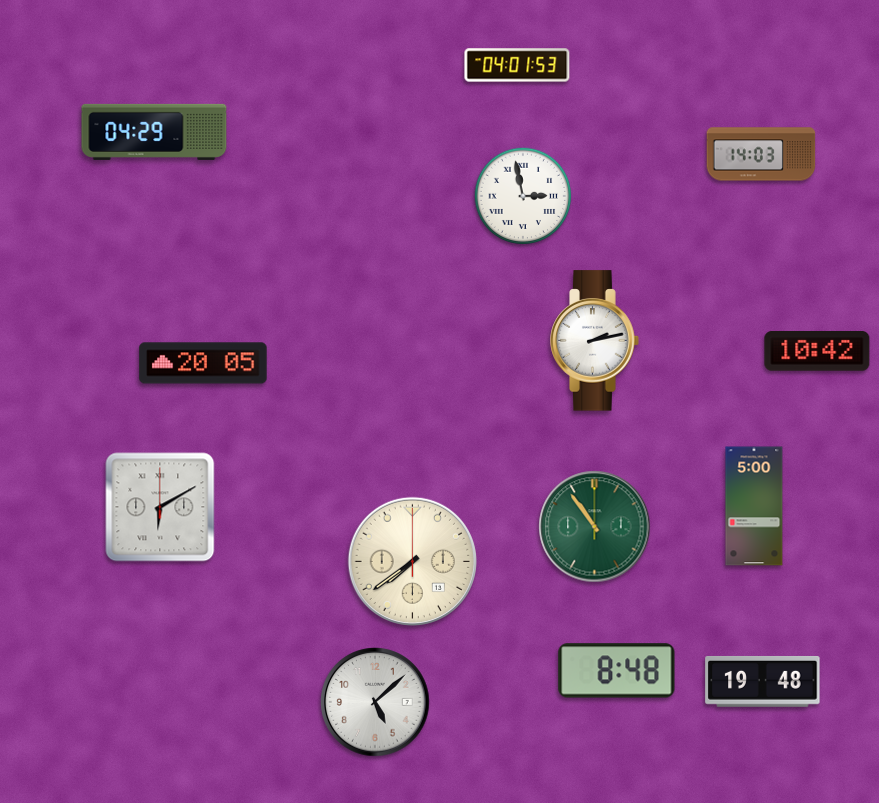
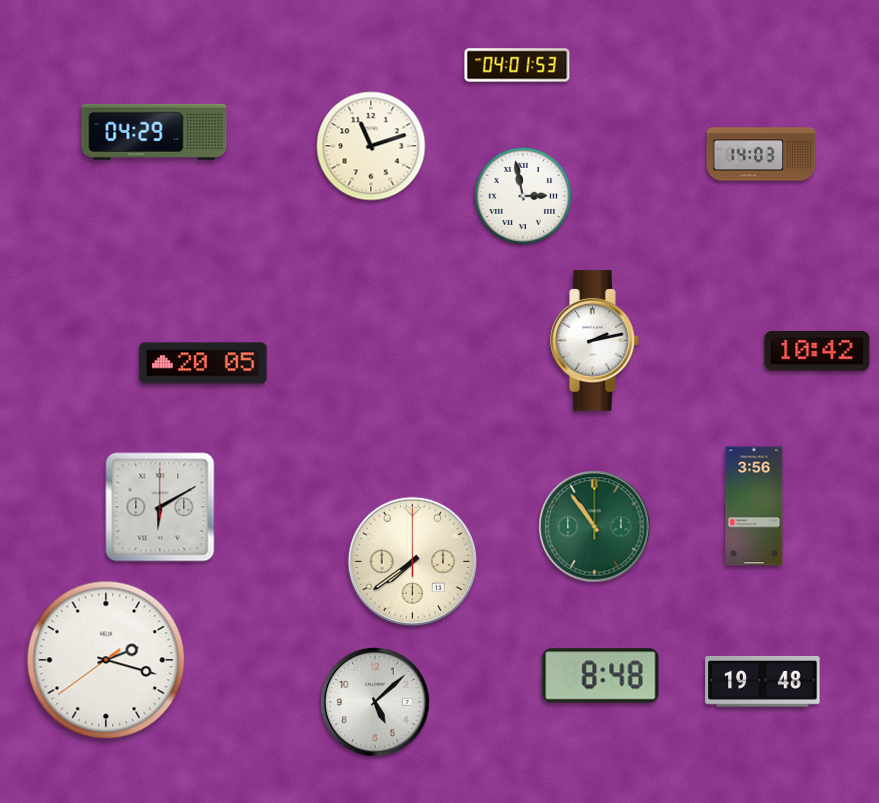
clock at (371, 146): none -> 11:12
clock at (754, 506): 5:00 -> 3:56
clock at (106, 660): none -> 2:17
clock at (617, 671) position: (617, 671) -> (601, 676)
